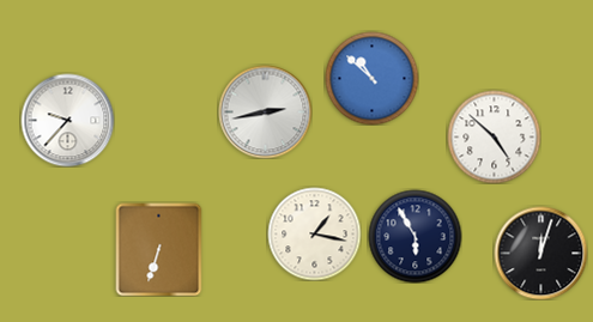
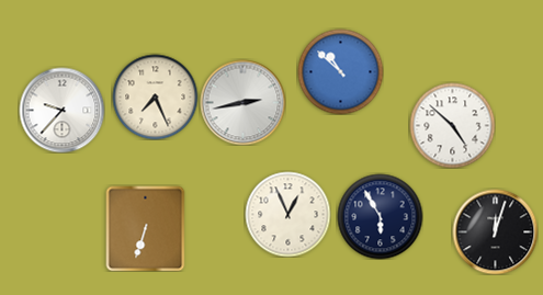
clock at (155, 97): none -> 7:26
clock at (314, 233): 1:17 -> 12:56
